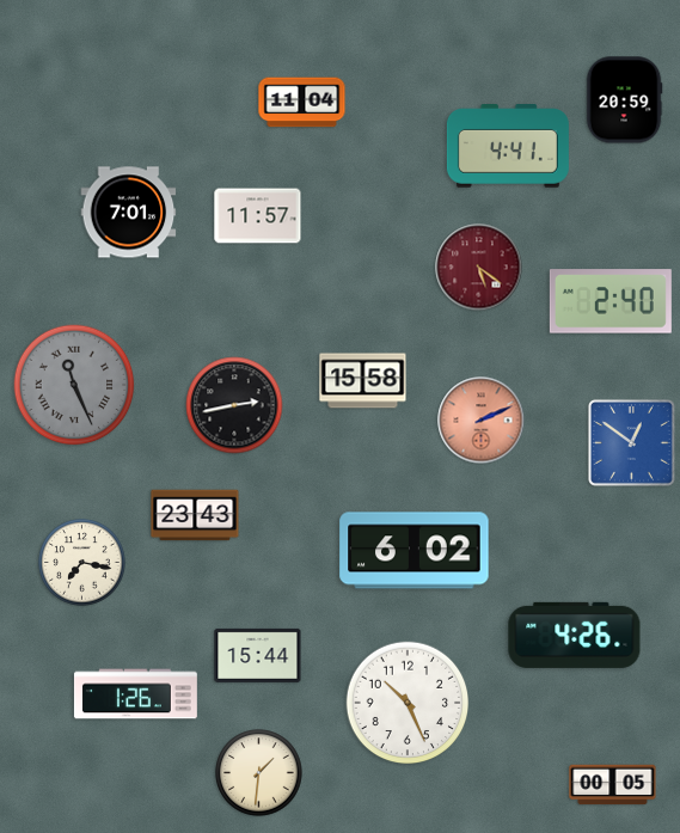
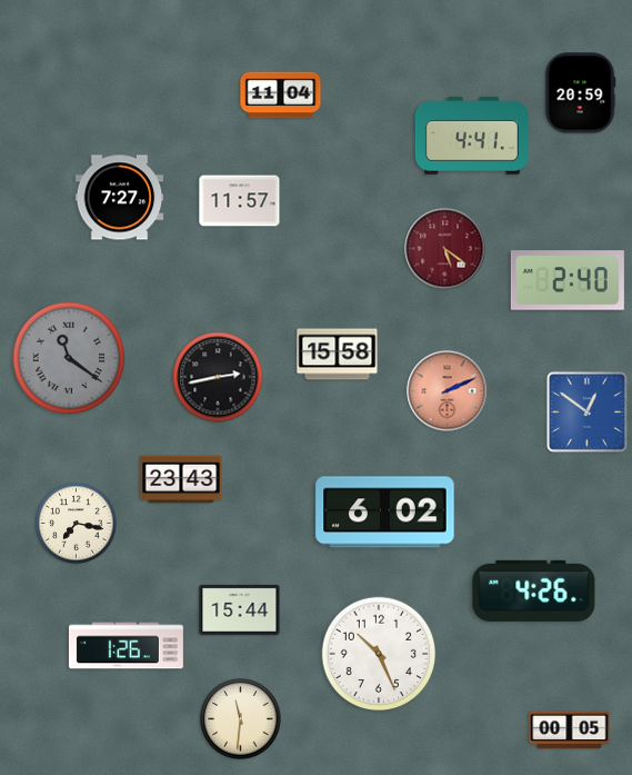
clock at (129, 213): 7:01 -> 7:27
clock at (74, 385): 11:26 -> 11:21
clock at (259, 773): 1:31 -> 11:31
